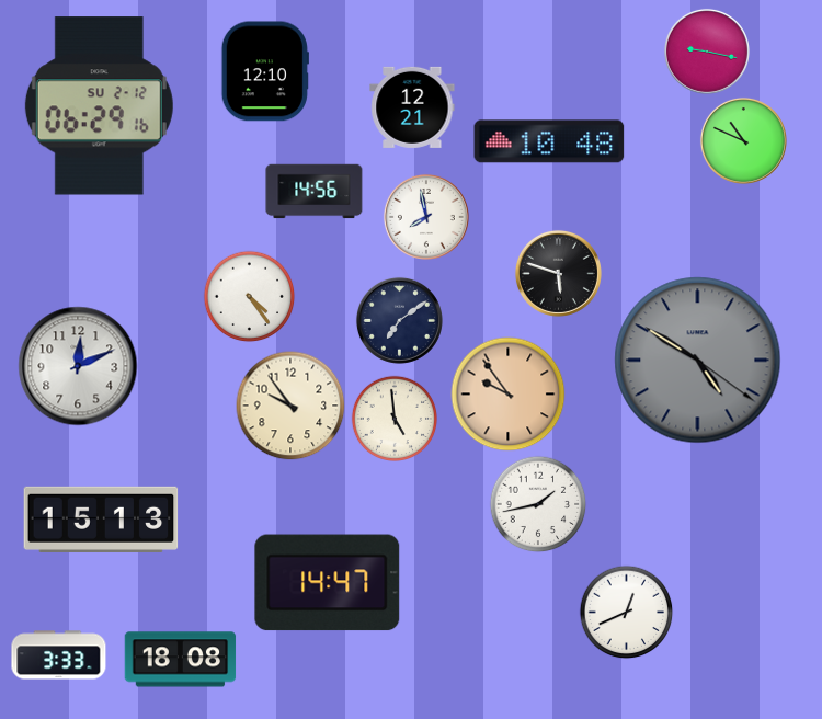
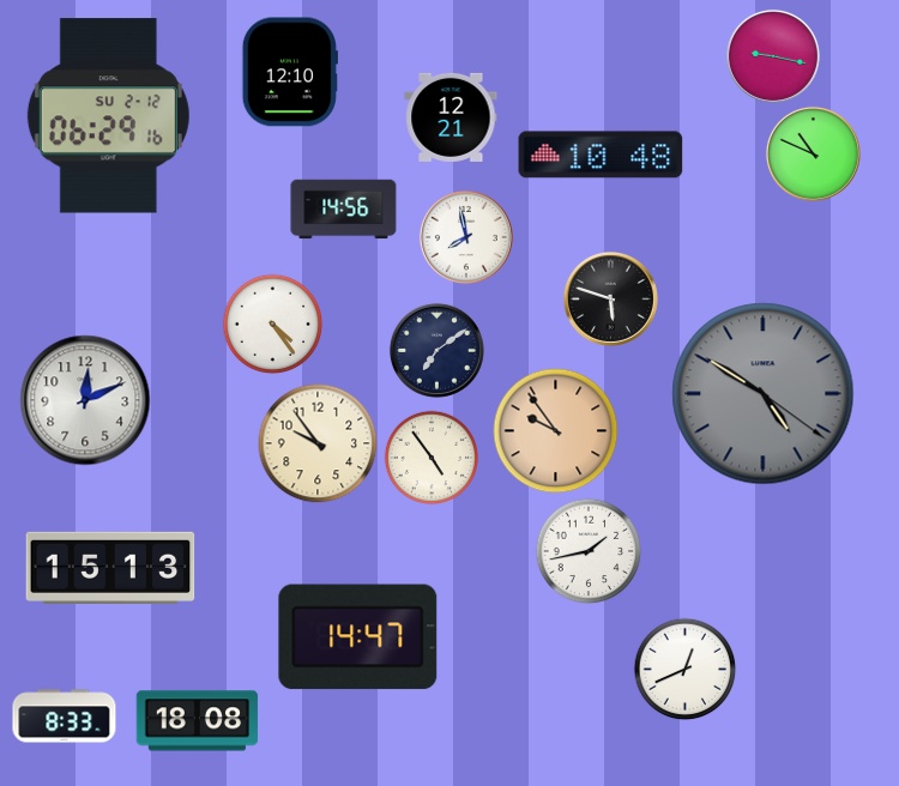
clock at (265, 71) position: (265, 71) -> (290, 72)
clock at (393, 418): 4:59 -> 4:54
clock at (59, 655): 3:33 -> 8:33
